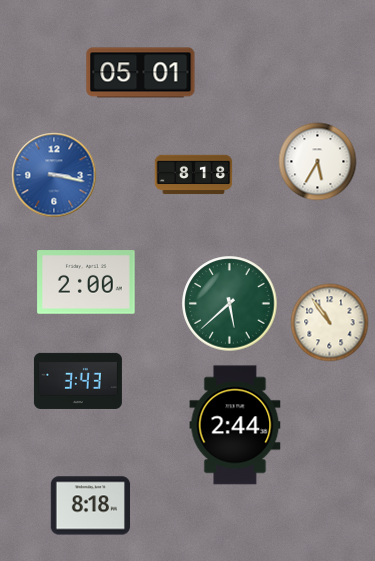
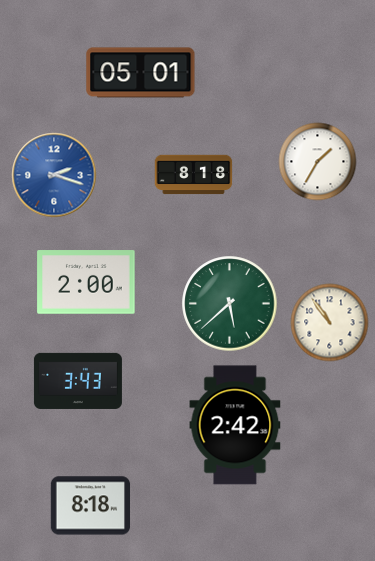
clock at (317, 161): 5:35 -> 1:35
clock at (54, 175): 3:17 -> 2:18
clock at (235, 425): 2:44 -> 2:42
